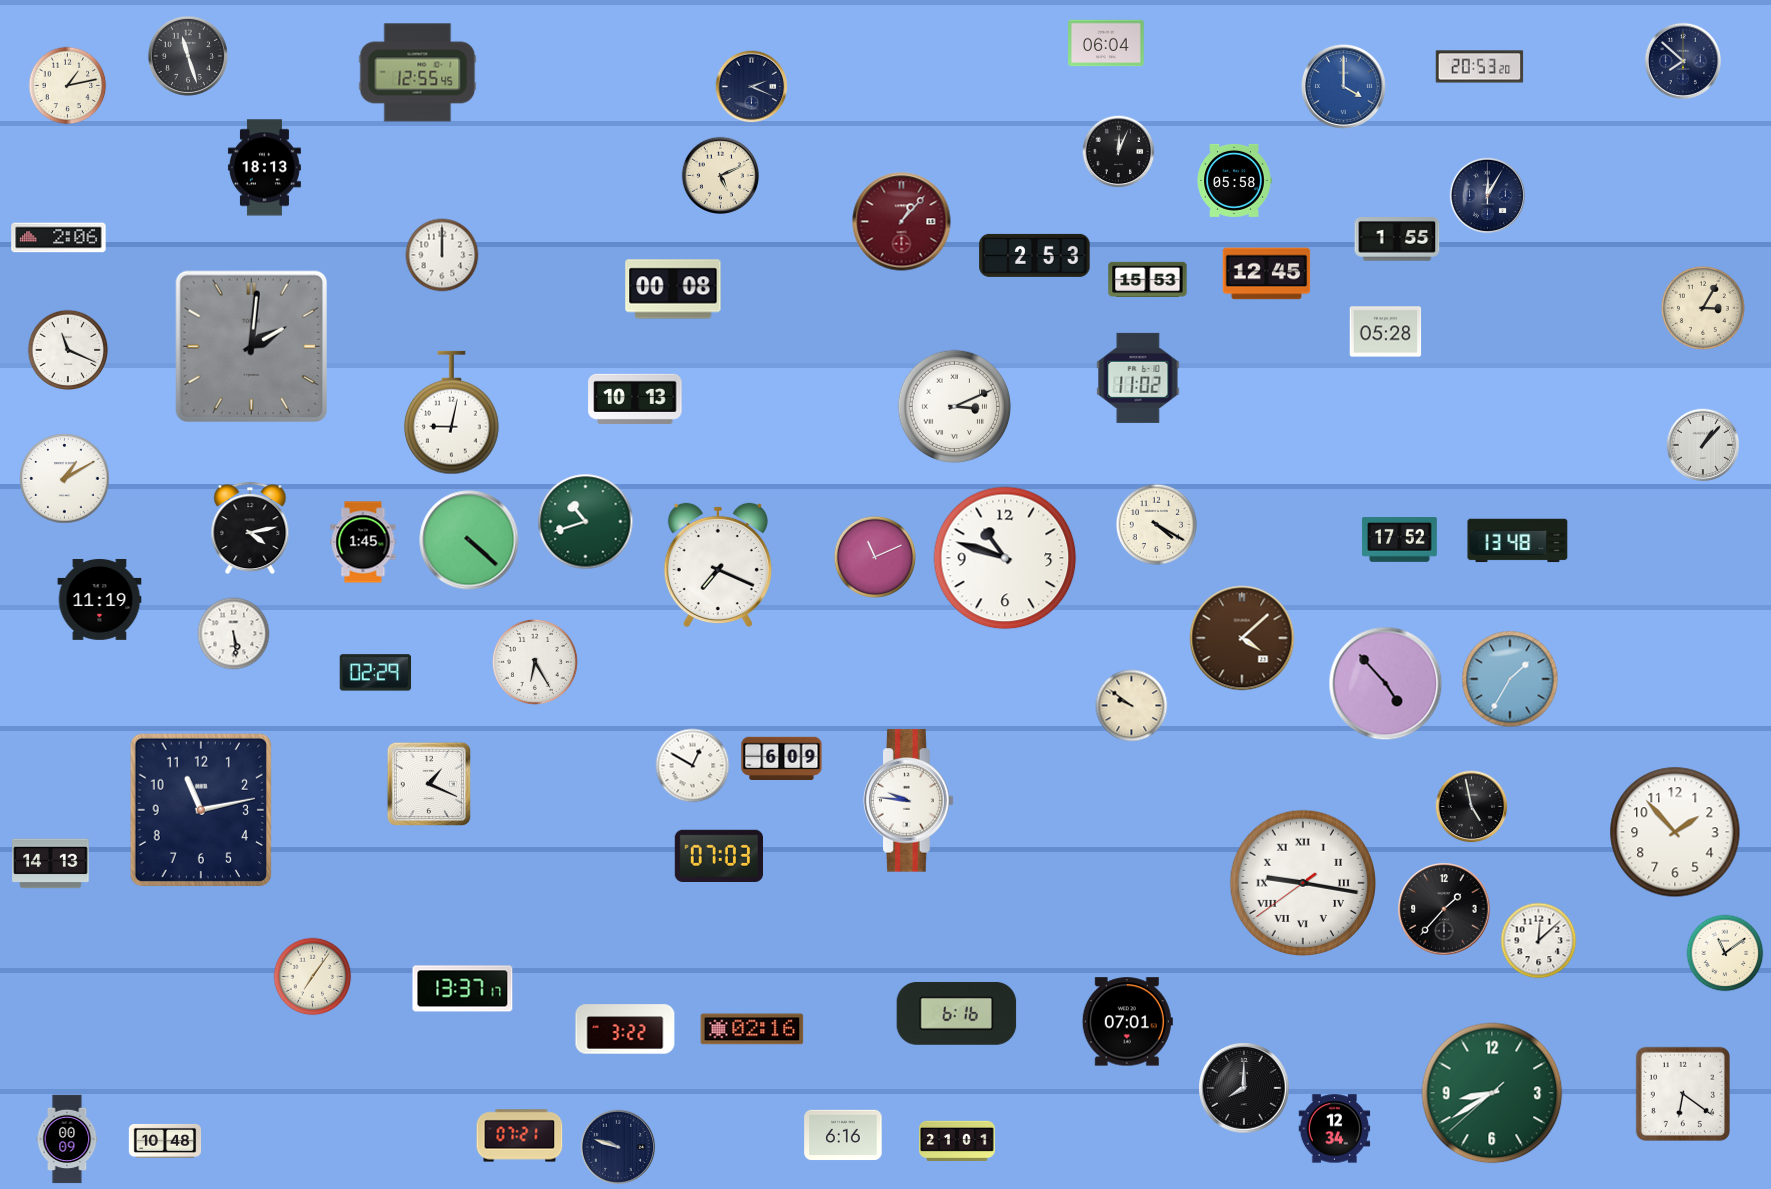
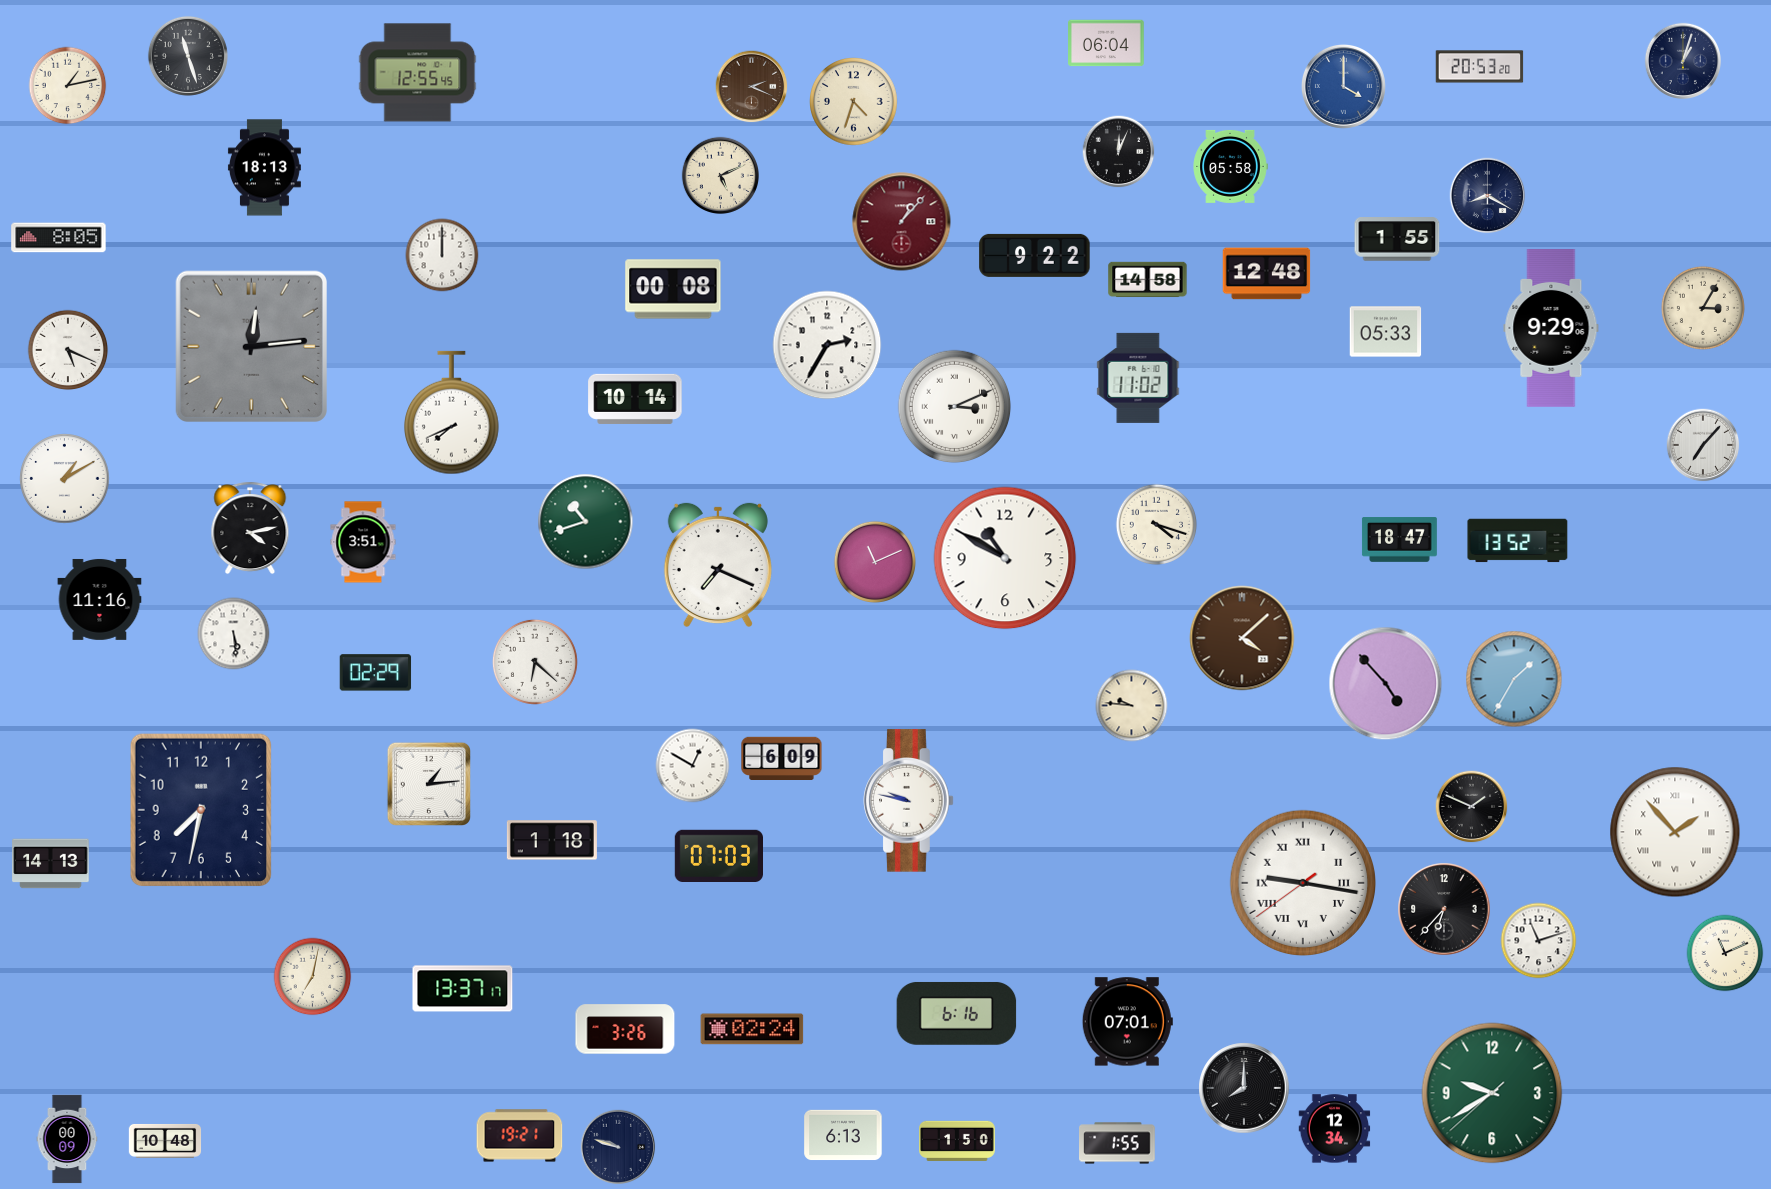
clock at (1682, 60): 7:52 -> 1:03
clock at (752, 87) dial: navy -> brown
clock at (854, 102): none -> 4:33
clock at (1234, 180) position: (1234, 180) -> (1230, 166)
clock at (1488, 196): 12:05 -> 8:20
clock at (59, 238): 2:06 -> 8:05
clock at (1035, 255): 2:53 -> 9:22
clock at (1267, 274): 12:45 -> 12:48
clock at (1148, 280): 15:53 -> 14:58
clock at (1551, 329): none -> 9:29
clock at (1386, 332): 05:28 -> 05:33
clock at (827, 345): none -> 2:35
clock at (251, 346): 2:01 -> 12:14
clock at (68, 350): 11:19 -> 5:19
clock at (635, 399): 10:13 -> 10:14
clock at (452, 413): 9:02 -> 7:41
clock at (1703, 445): 1:07 -> 7:07
clock at (1157, 525): 4:20 -> 4:18
clock at (469, 540): 4:22 -> none
clock at (1399, 540): 17:52 -> 18:47
clock at (1518, 541): 13:48 -> 13:52
clock at (363, 542): 1:45 -> 3:51
clock at (874, 556) position: (874, 556) -> (874, 561)
clock at (1005, 558): 10:48 -> 10:50
clock at (100, 599): 11:19 -> 11:16
clock at (535, 662): 6:25 -> 6:22
clock at (1510, 679) position: (1510, 679) -> (1514, 679)
clock at (1132, 706): 9:51 -> 9:46
clock at (428, 783): 1:19 -> 1:14
clock at (909, 801): 9:46 -> 9:47
clock at (1472, 807): 4:58 -> 1:49
clock at (200, 810): 11:13 -> 7:32
clock at (1675, 832) numerals: Arabic -> Roman
clock at (552, 840): none -> 1:18
clock at (1444, 909): 1:37 -> 6:37
clock at (1539, 941): 12:08 -> 11:12
clock at (1725, 953): 11:09 -> 11:11
clock at (313, 977): 7:06 -> 7:02
clock at (625, 1029): 3:22 -> 3:26
clock at (752, 1029): 02:16 -> 02:24
clock at (1492, 1093): 8:39 -> 9:39
clock at (1683, 1094): 6:21 -> none
clock at (843, 1135): 6:16 -> 6:13
clock at (520, 1136): 07:21 -> 19:21
clock at (957, 1140): 21:01 -> 1:50
clock at (1117, 1143): none -> 1:55
